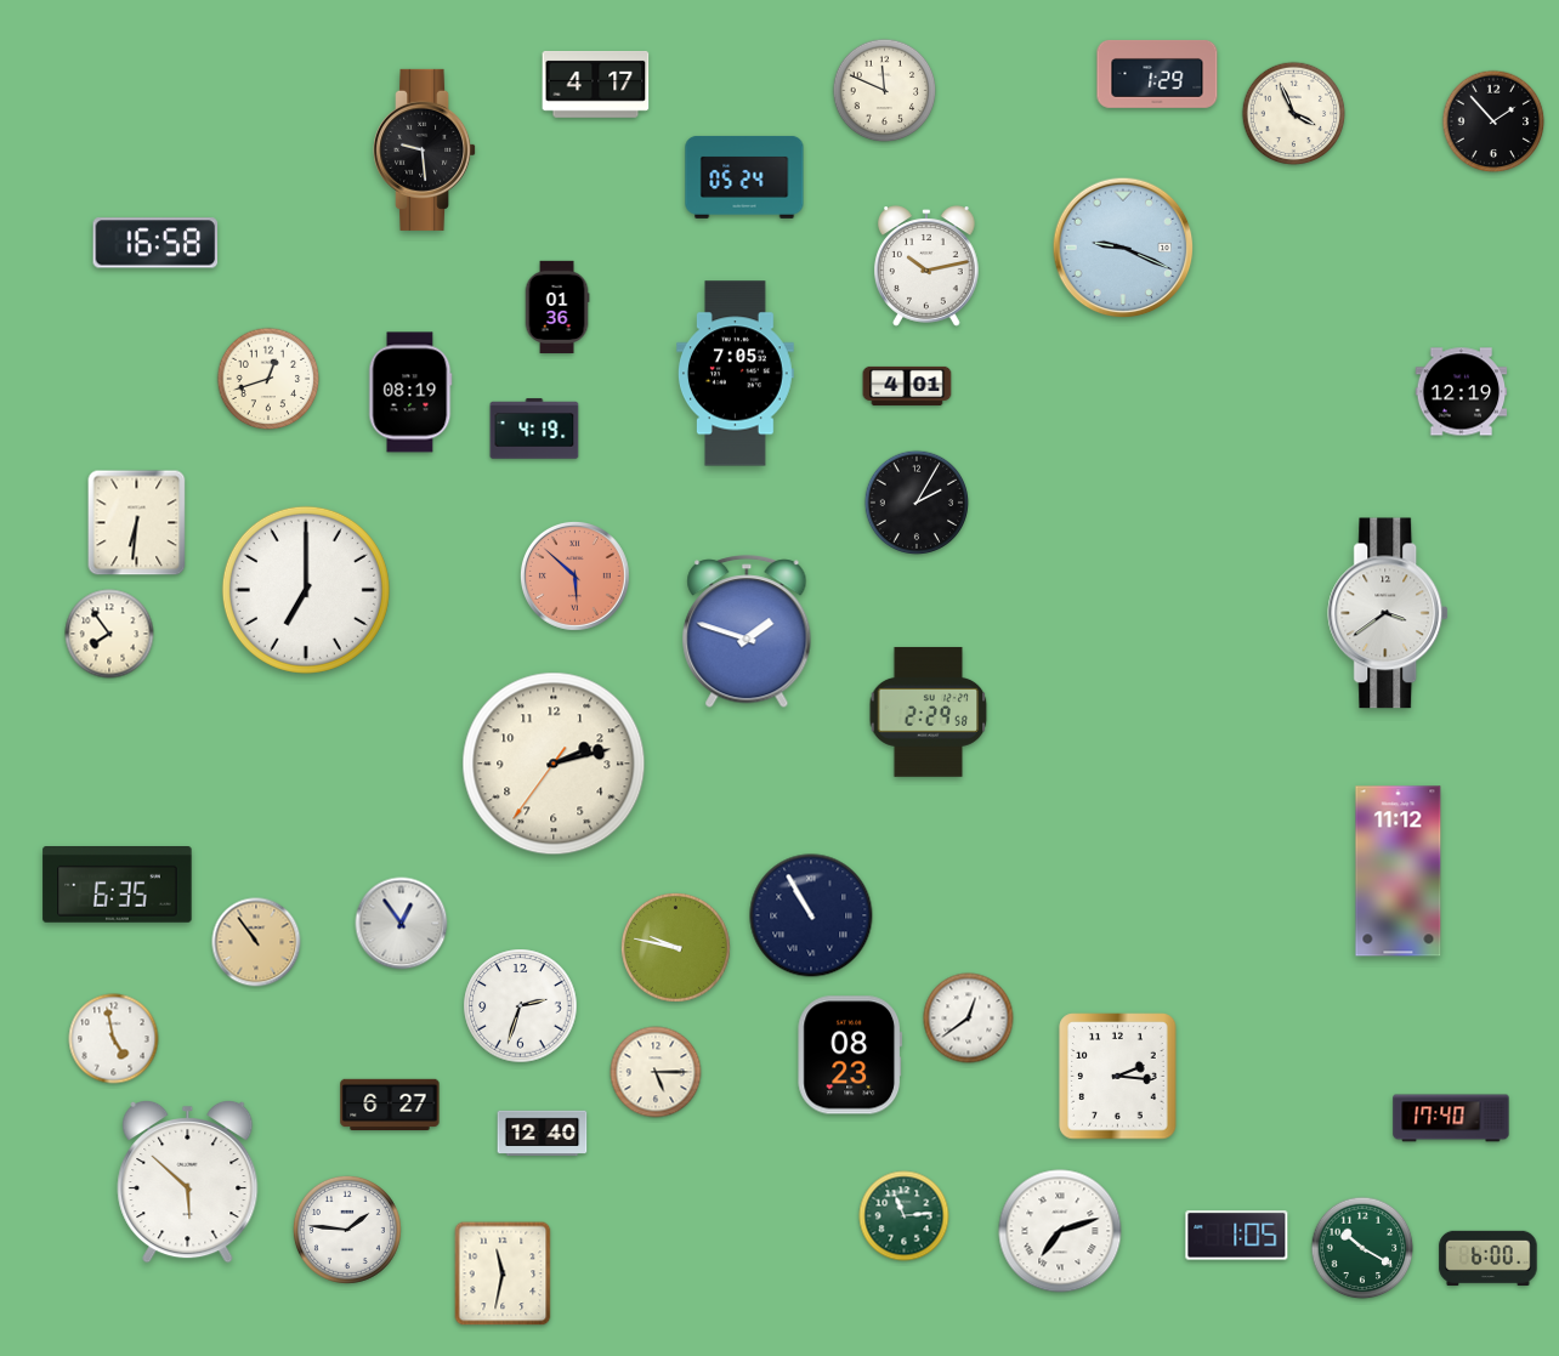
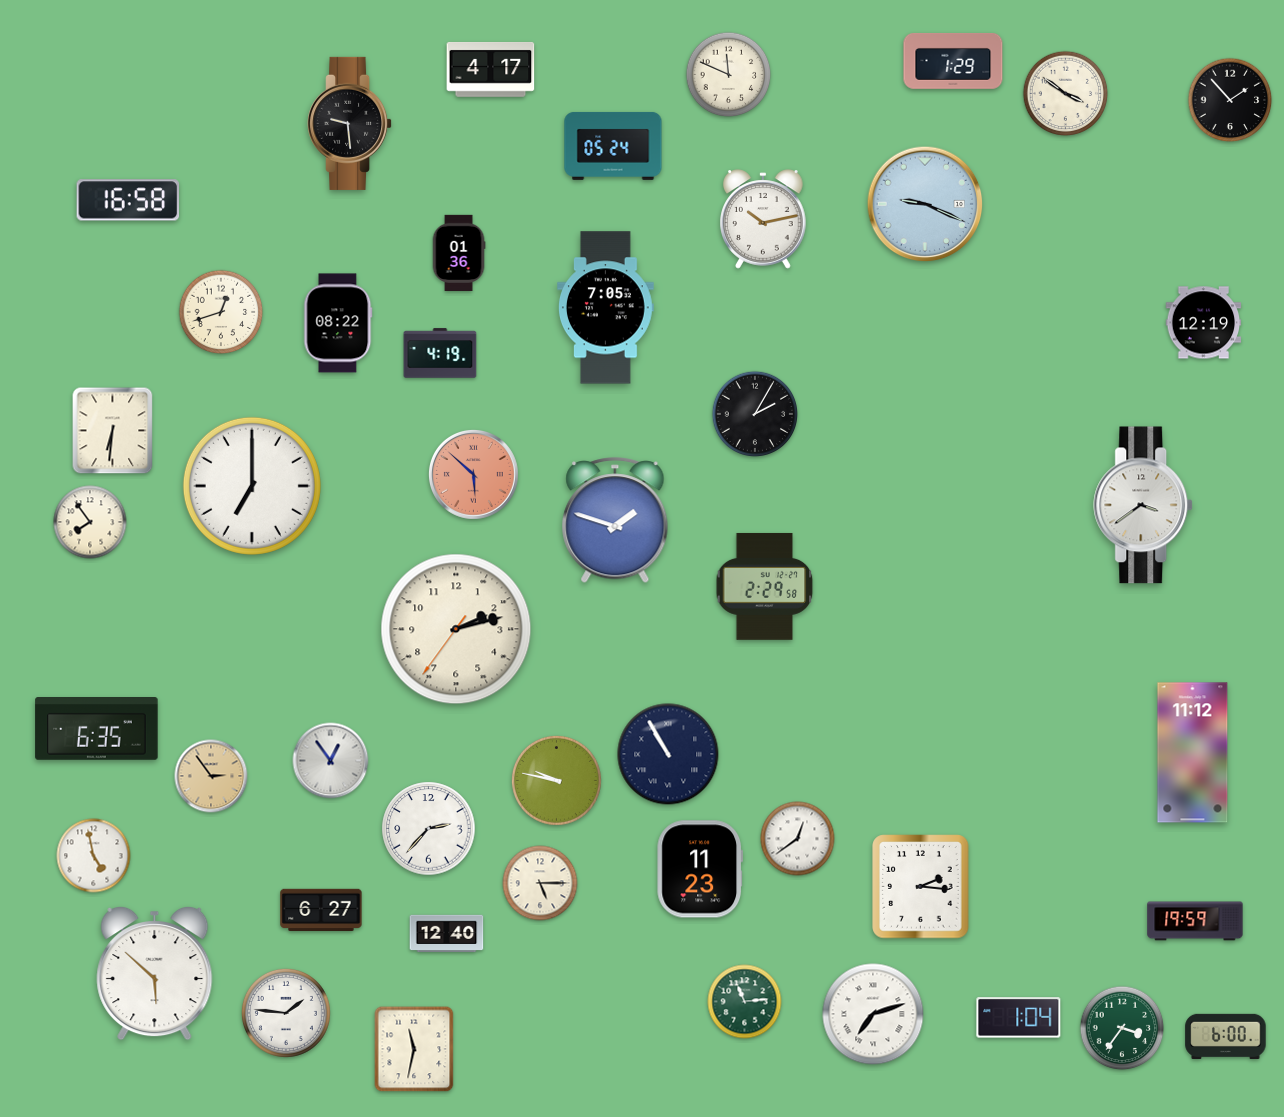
clock at (1294, 114): 3:56 -> 3:51
clock at (907, 386): 4:01 -> none
clock at (410, 392): 08:19 -> 08:22
clock at (1399, 872) position: (1399, 872) -> (1193, 753)
clock at (256, 942): 10:54 -> 2:54
clock at (521, 1006): 2:33 -> 2:37
clock at (849, 1055): 08:23 -> 11:23
clock at (1451, 1118): 17:40 -> 19:59
clock at (1237, 1236): 1:05 -> 1:04
clock at (1362, 1248): 10:20 -> 3:36
